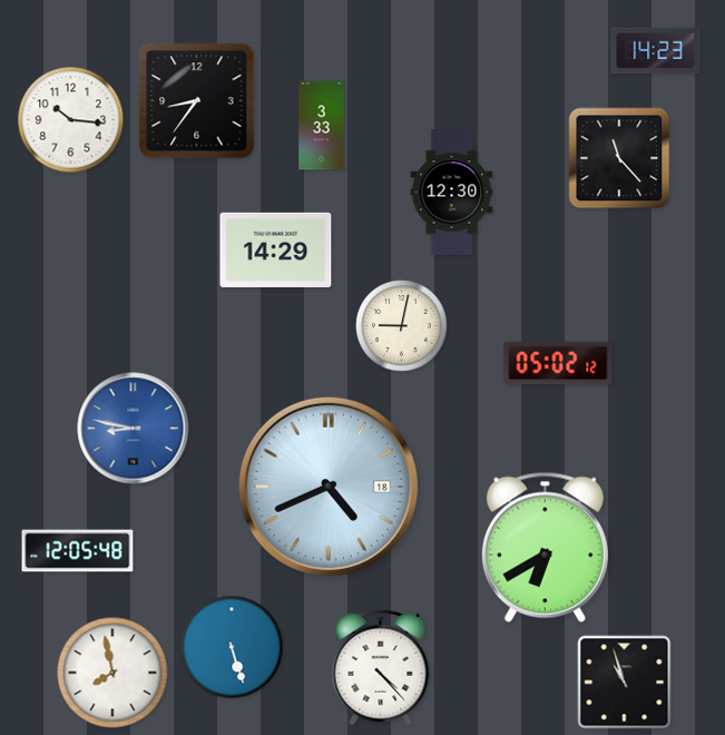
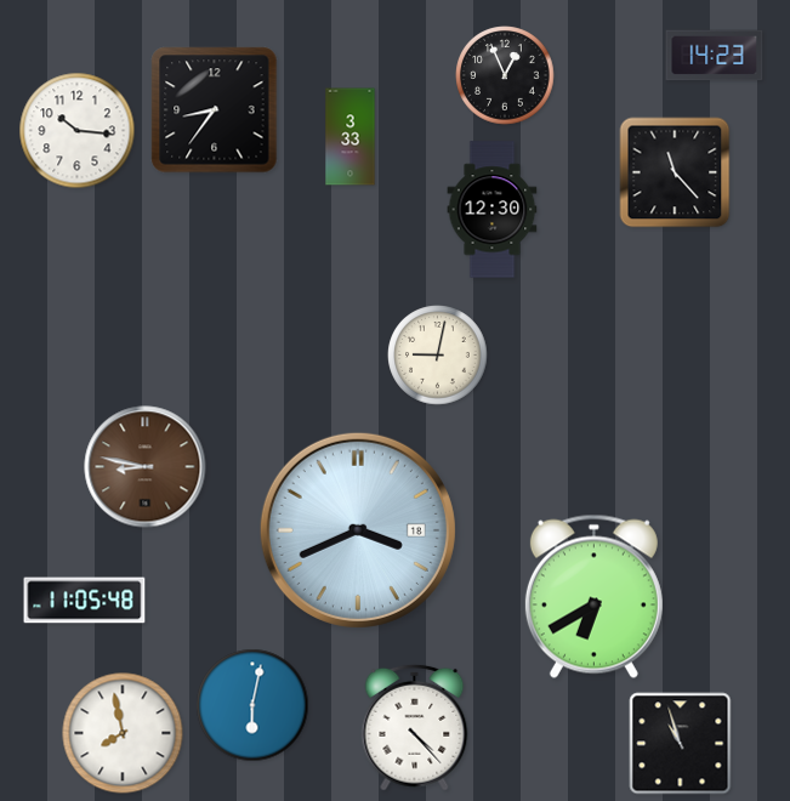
clock at (505, 75): none -> 12:56
clock at (276, 249): 14:29 -> none
clock at (558, 363): 05:02 -> none
clock at (134, 429) dial: blue -> brown
clock at (329, 487): 4:41 -> 3:41
clock at (78, 551): 12:05 -> 11:05
clock at (232, 647): 5:27 -> 6:02
